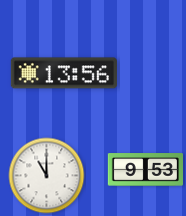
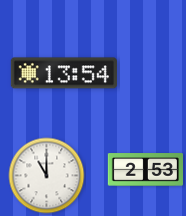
clock at (64, 73): 13:56 -> 13:54
clock at (145, 170): 9:53 -> 2:53
